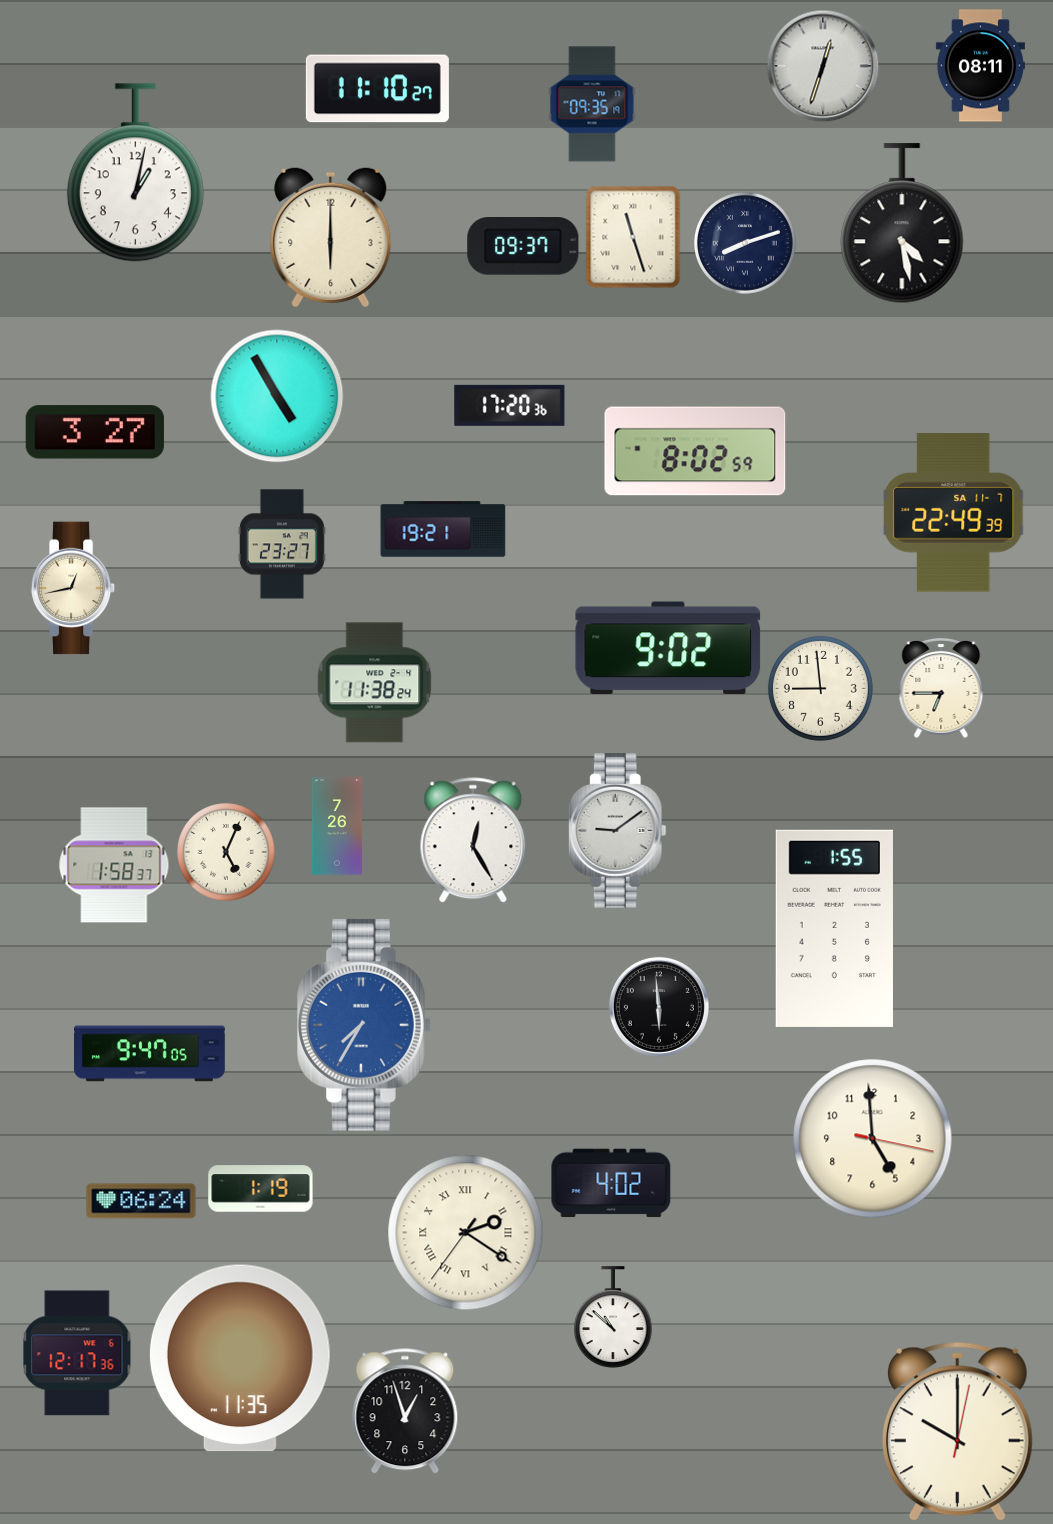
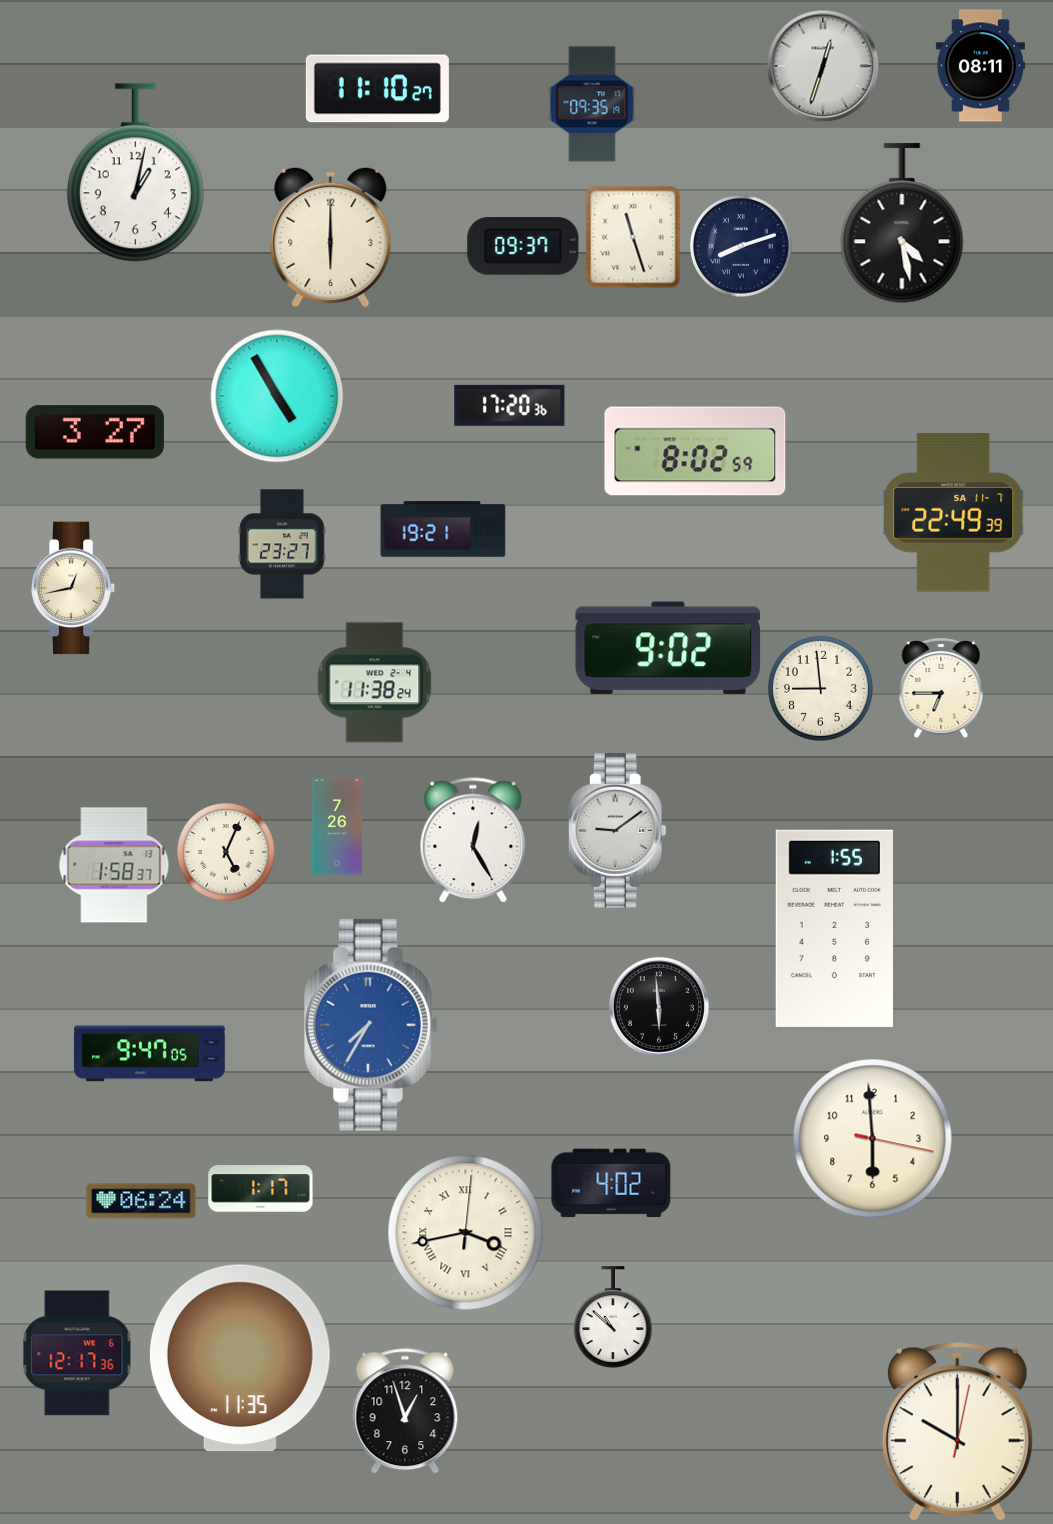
clock at (745, 243) position: (745, 243) -> (741, 246)
clock at (365, 1025) position: (365, 1025) -> (372, 1025)
clock at (873, 1139): 4:59 -> 5:59
clock at (261, 1189): 1:19 -> 1:17
clock at (466, 1233): 2:20 -> 3:43
